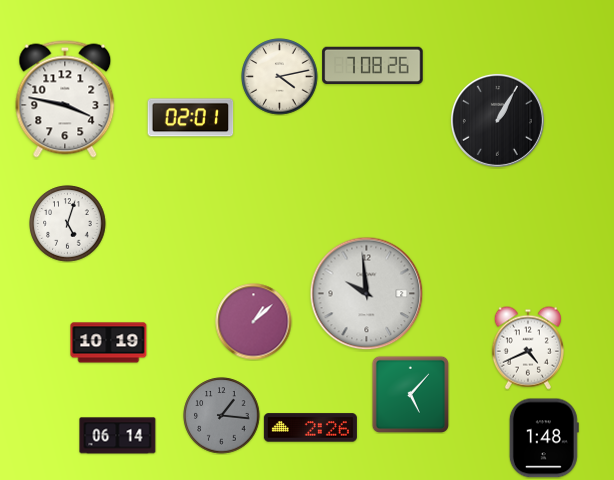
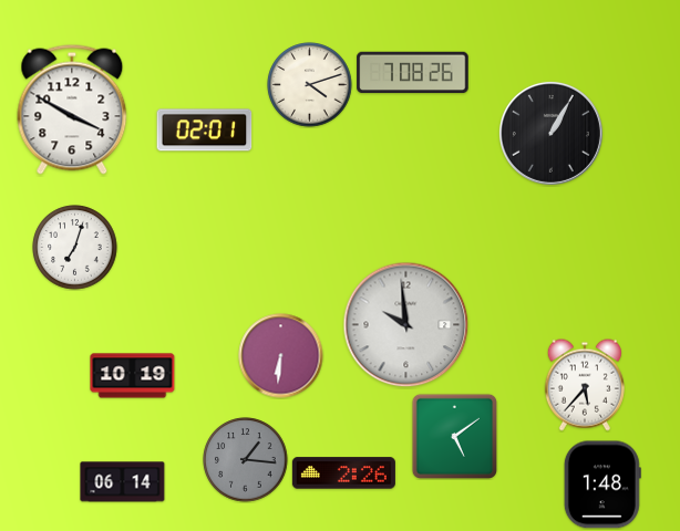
clock at (280, 77): 4:13 -> 4:12
clock at (65, 99): 3:47 -> 3:50
clock at (191, 118) position: (191, 118) -> (205, 131)
clock at (68, 224): 5:03 -> 7:03
clock at (254, 322): 1:08 -> 6:31
clock at (109, 343) position: (109, 343) -> (133, 376)
clock at (528, 348): 4:41 -> 5:37
clock at (410, 394): 5:07 -> 5:09
clock at (118, 436) position: (118, 436) -> (123, 482)
